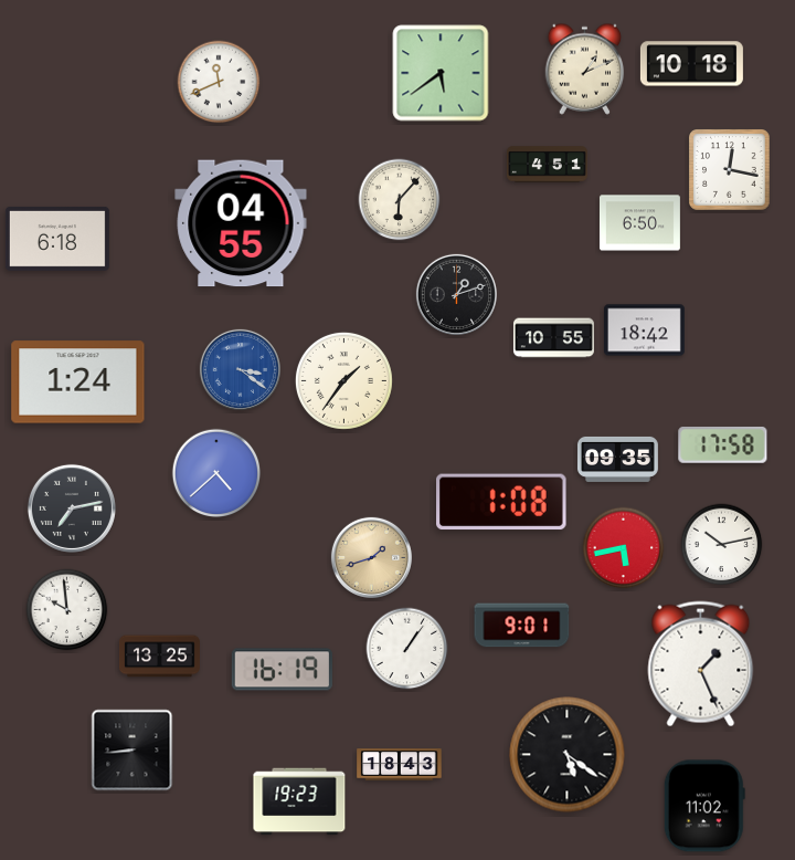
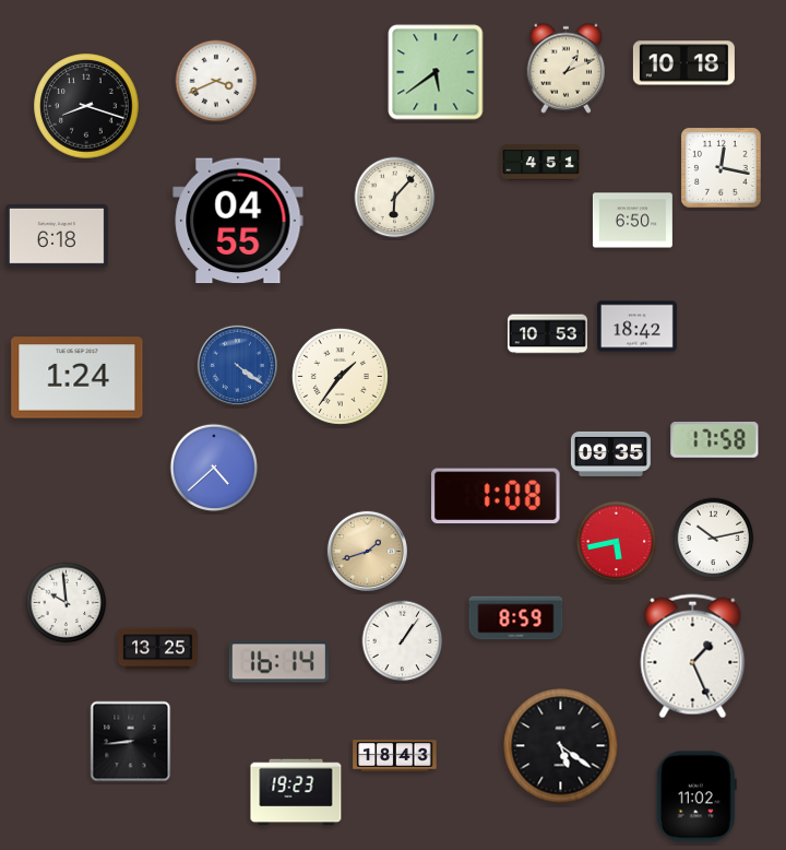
clock at (585, 69) position: (585, 69) -> (567, 68)
clock at (219, 82): 11:41 -> 3:41
clock at (86, 106): none -> 8:18
clock at (456, 294): 1:12 -> none
clock at (553, 338): 10:55 -> 10:53
clock at (240, 369): 3:21 -> 4:21
clock at (72, 508): 7:13 -> none
clock at (522, 626): 9:01 -> 8:59
clock at (282, 670): 16:19 -> 16:14
